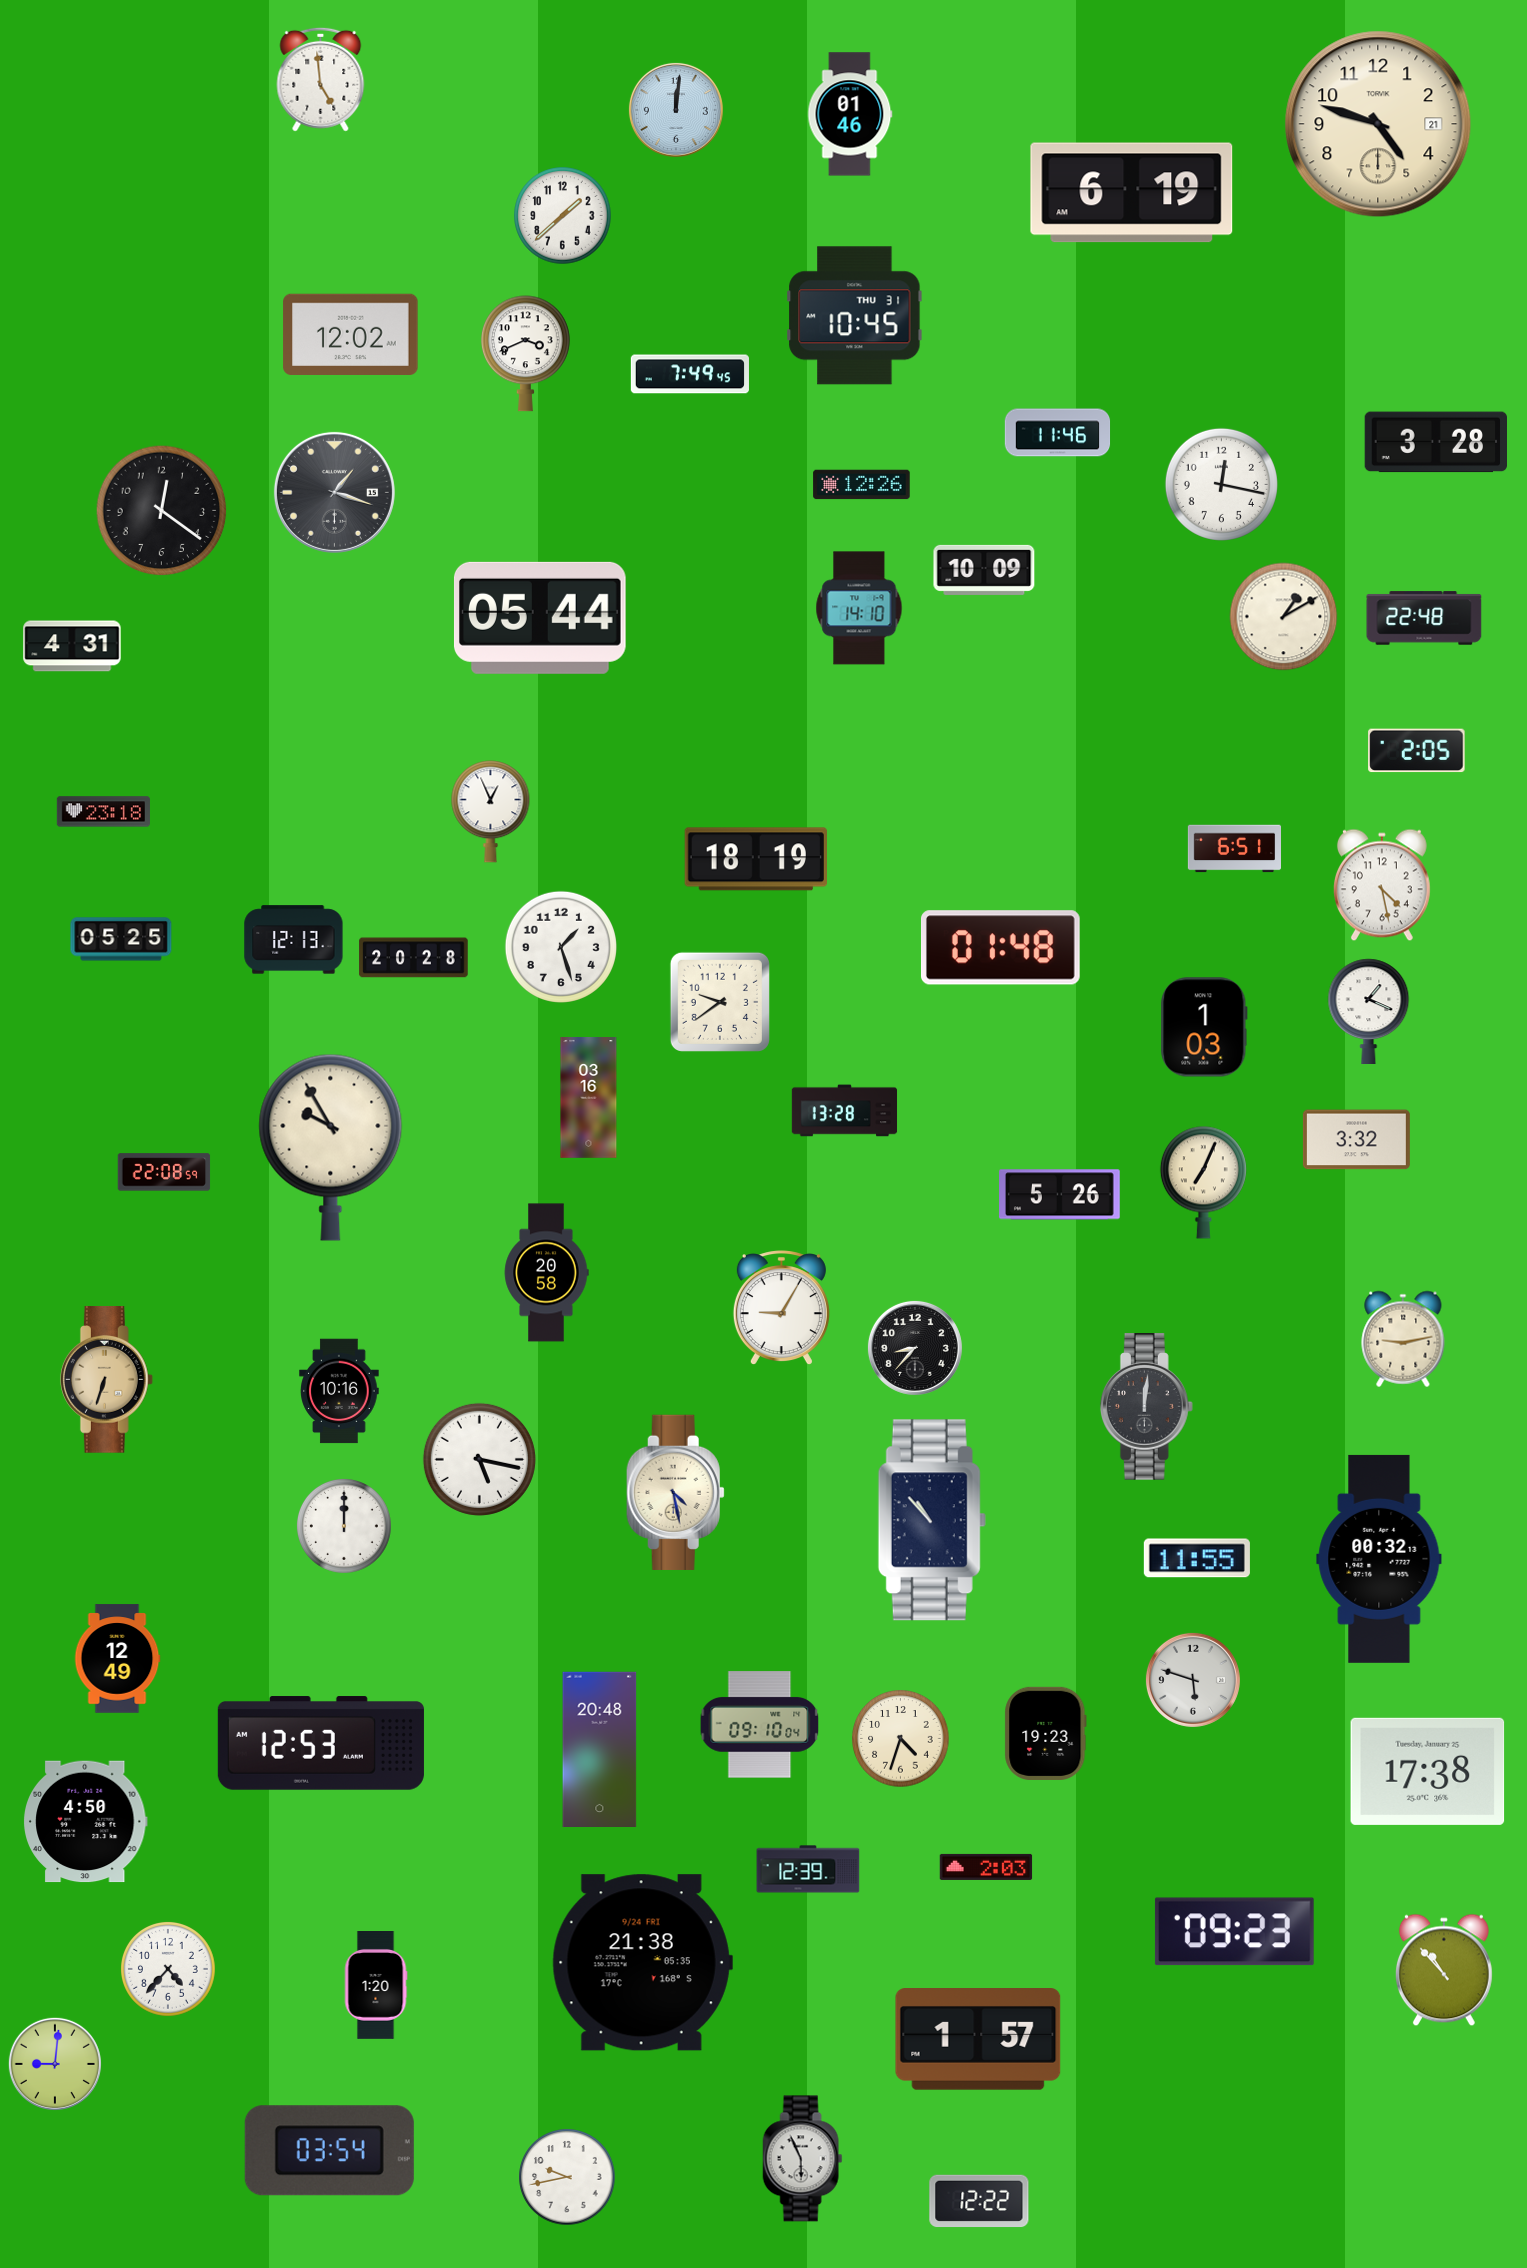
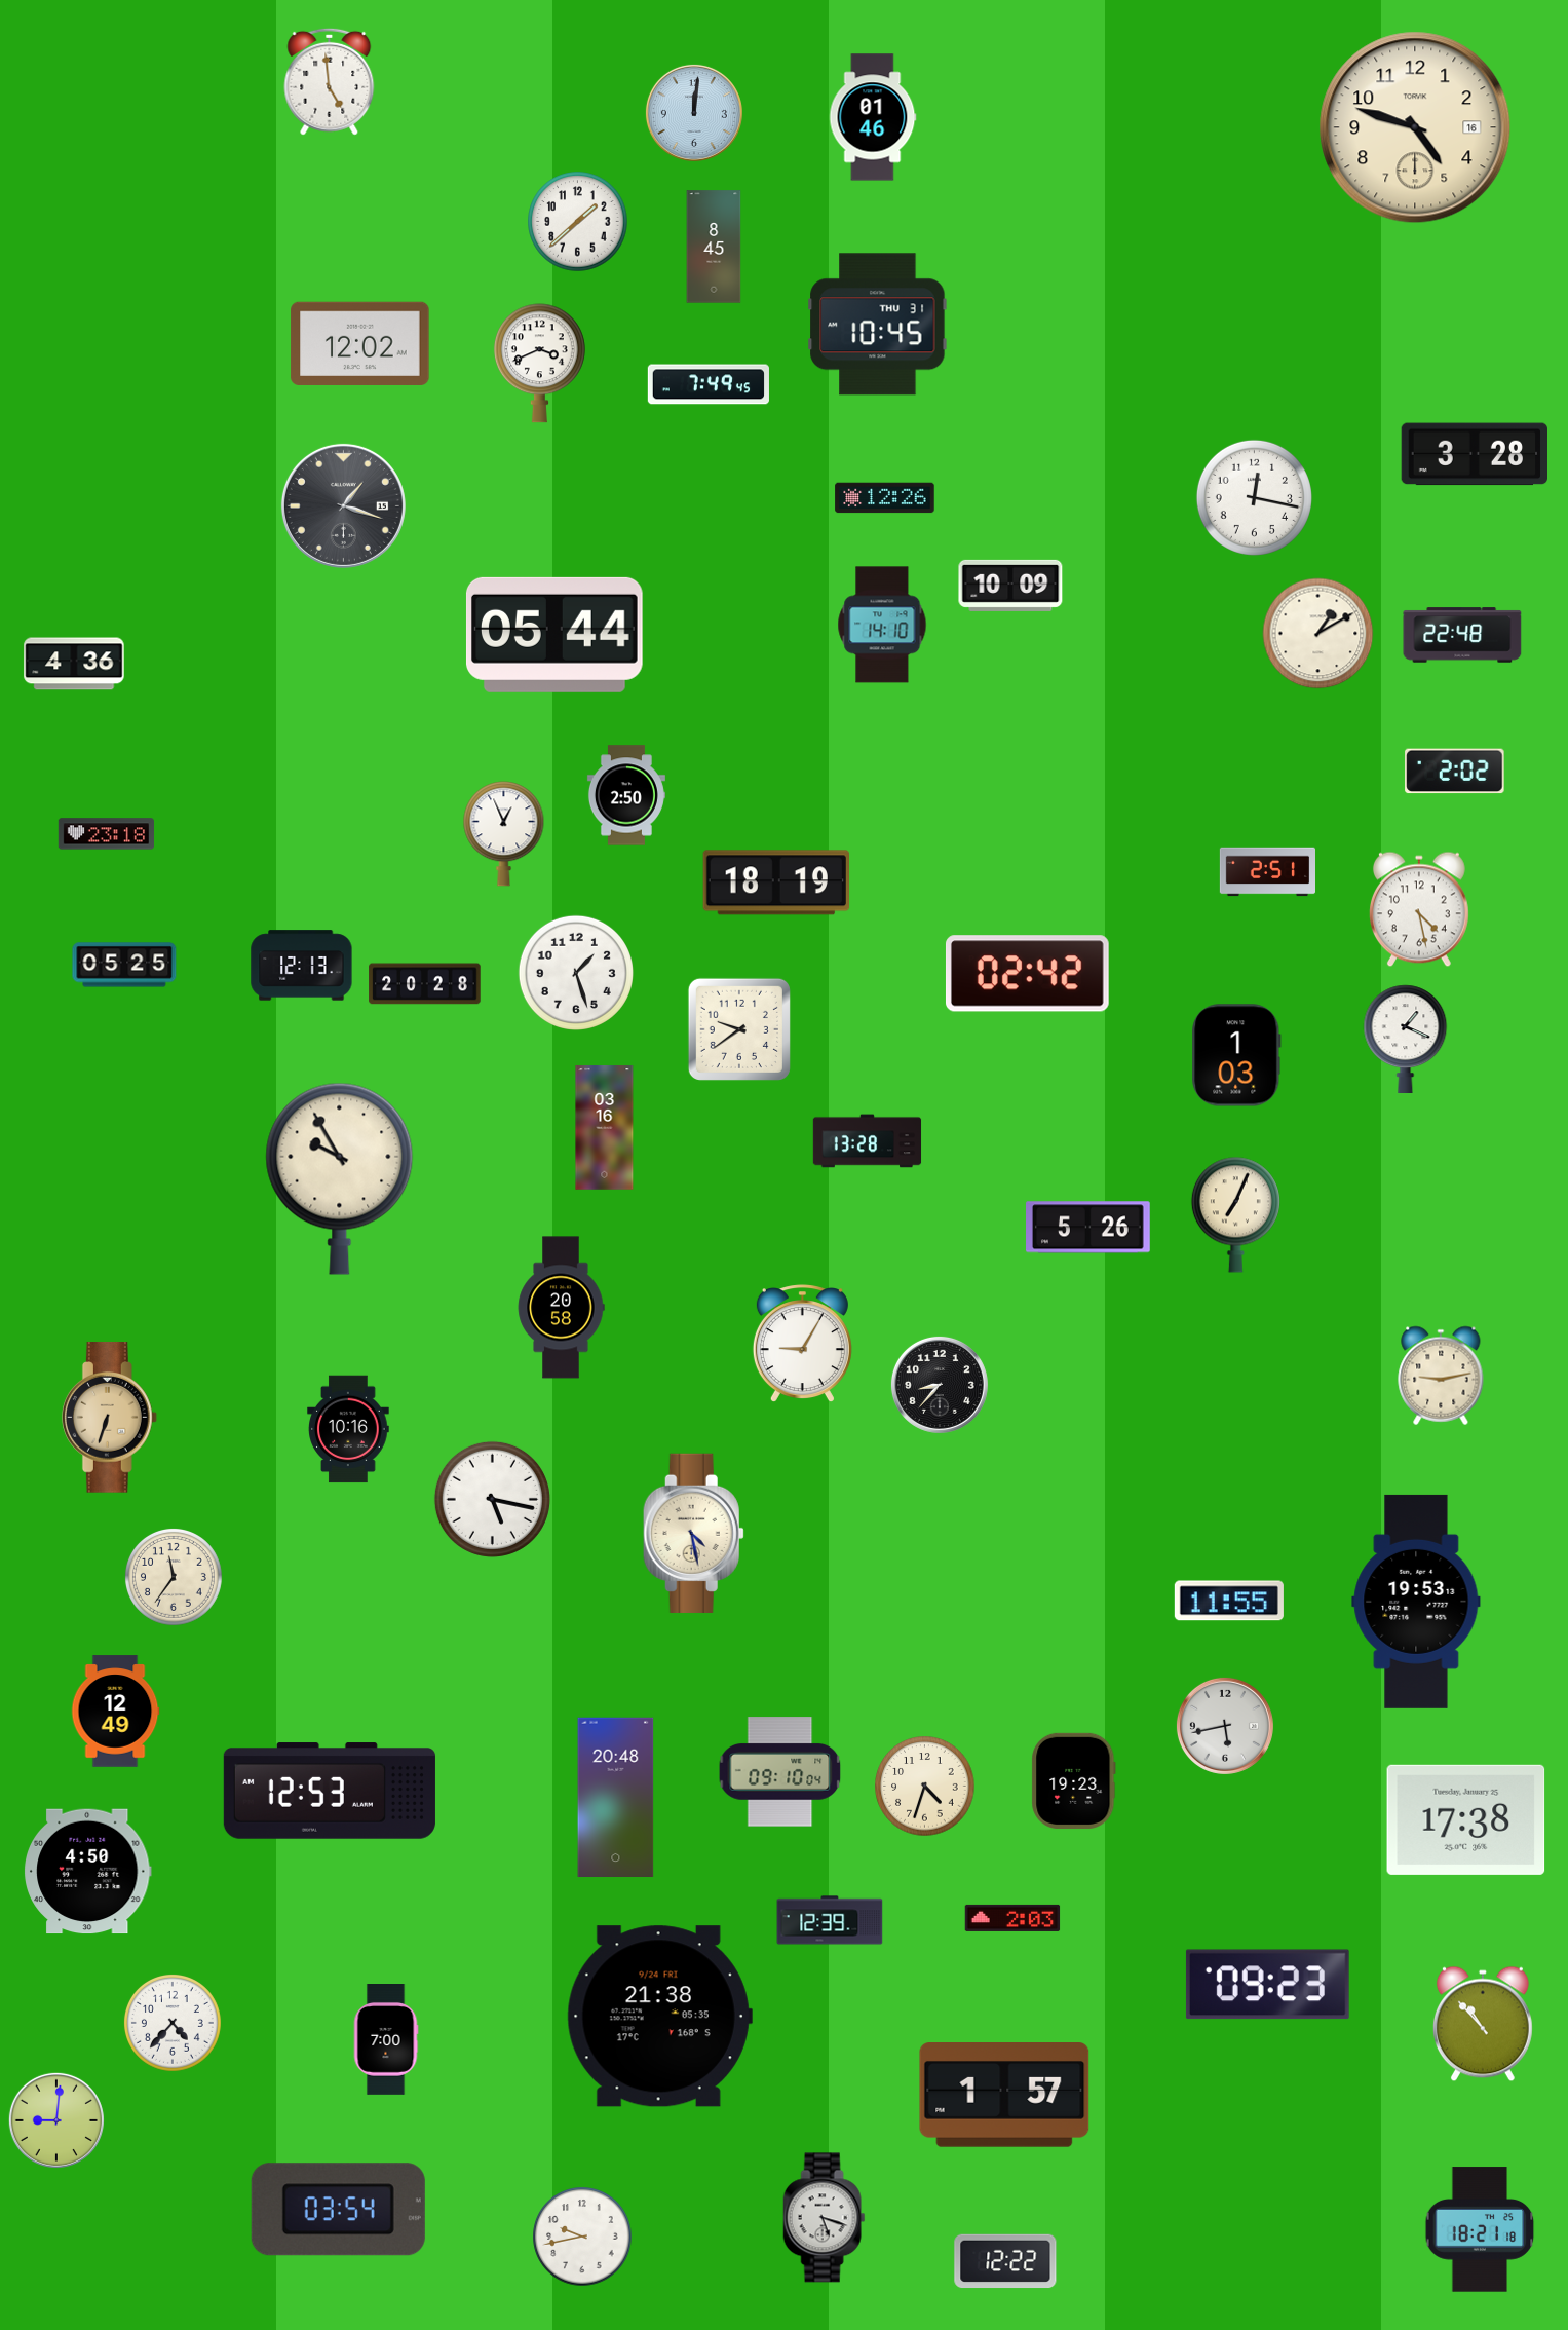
clock at (1378, 124) date: 21 -> 16
clock at (1132, 193): 6:19 -> none
clock at (714, 247): none -> 8:45
clock at (1058, 433): 11:46 -> none
clock at (162, 511): 12:21 -> none
clock at (72, 646): 4:31 -> 4:36
clock at (1417, 751): 2:05 -> 2:02
clock at (626, 795): none -> 2:50
clock at (1234, 849): 6:51 -> 2:51
clock at (1000, 948): 01:48 -> 02:42
clock at (1356, 1140): 3:32 -> none
clock at (164, 1172): 22:08 -> none
clock at (1146, 1407): 12:01 -> none
clock at (932, 1520): 10:53 -> none
clock at (344, 1526): 12:00 -> none
clock at (174, 1577): none -> 11:36
clock at (1379, 1559): 00:32 -> 19:53
clock at (117, 1659) position: (117, 1659) -> (115, 1712)
clock at (1193, 1680): 5:48 -> 5:43
clock at (376, 1986): 1:20 -> 7:00
clock at (803, 2159): 5:56 -> 5:18
clock at (1480, 2229): none -> 18:21
